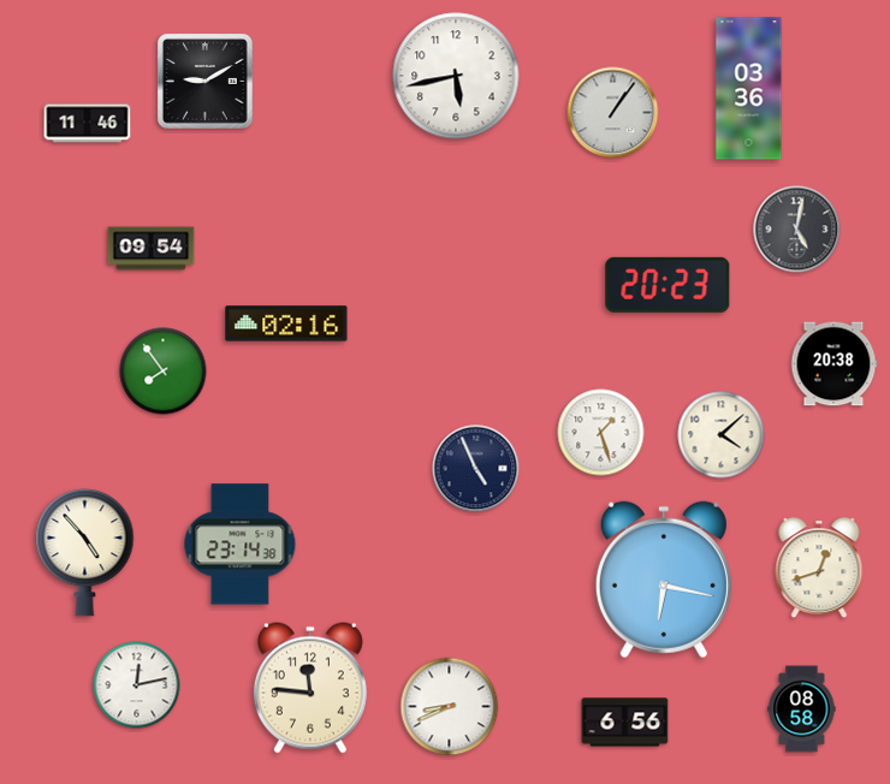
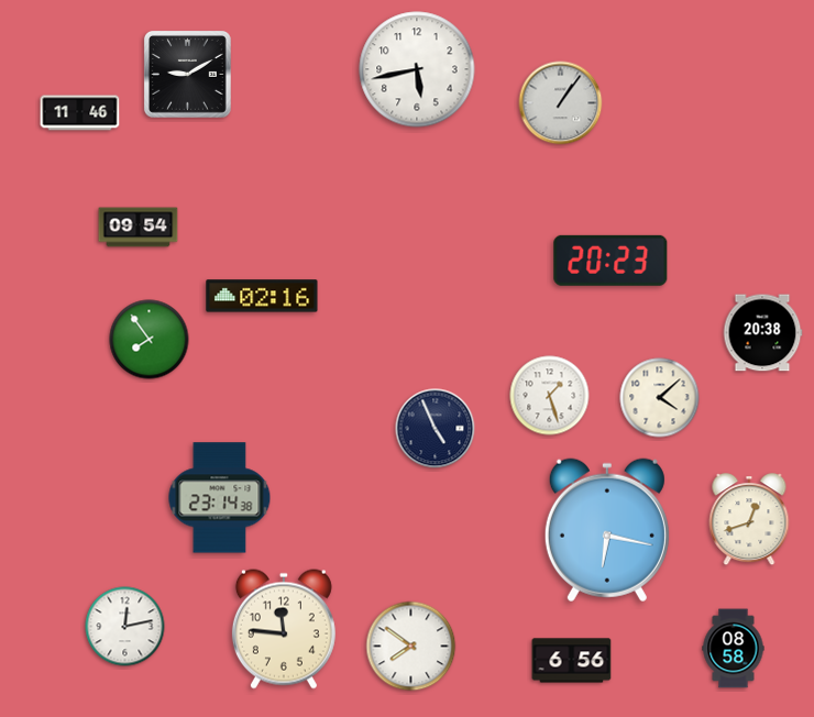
clock at (749, 89): 03:36 -> none
clock at (797, 230): 5:02 -> none
clock at (85, 552): 4:53 -> none
clock at (450, 707): 8:41 -> 7:51
